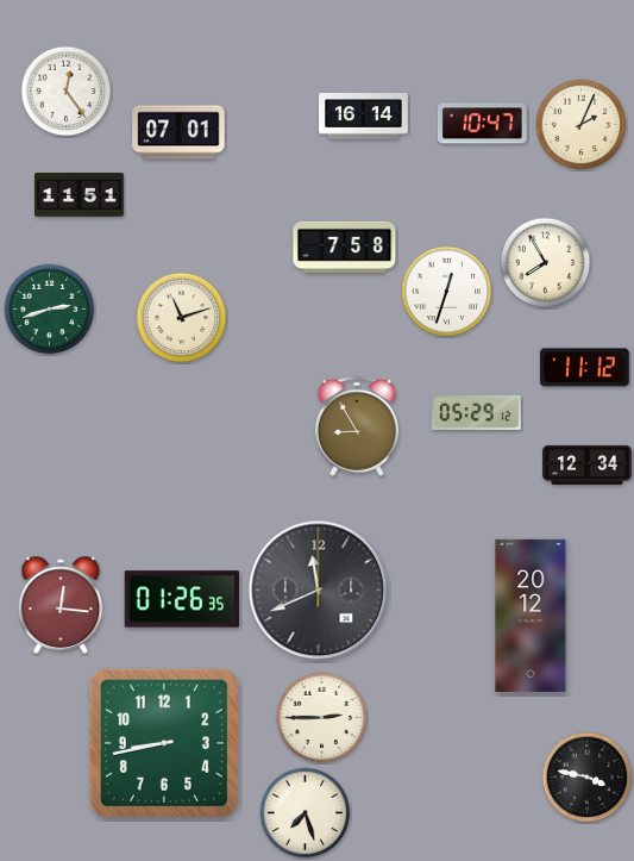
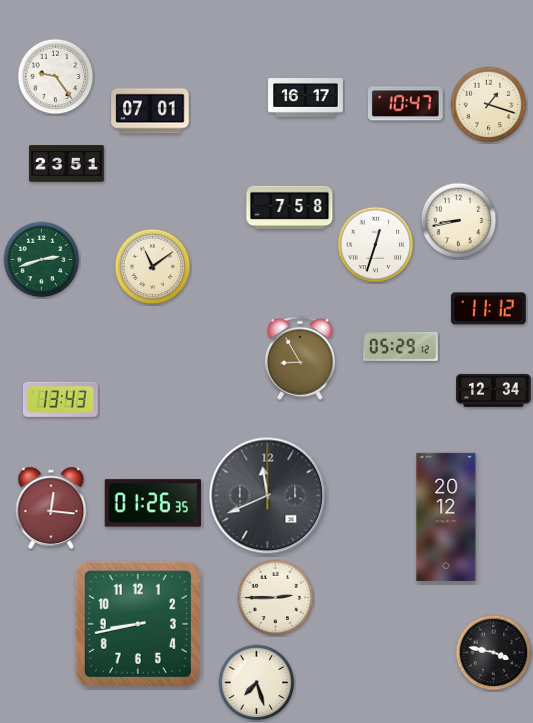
clock at (67, 92): 12:24 -> 9:24
clock at (364, 117): 16:14 -> 16:17
clock at (582, 125): 2:04 -> 1:18
clock at (80, 195): 11:51 -> 23:51
clock at (546, 263): 7:55 -> 8:43
clock at (182, 318): 11:12 -> 11:09
clock at (584, 368) position: (584, 368) -> (488, 309)
clock at (60, 399): none -> 13:43
clock at (322, 718) position: (322, 718) -> (276, 598)
